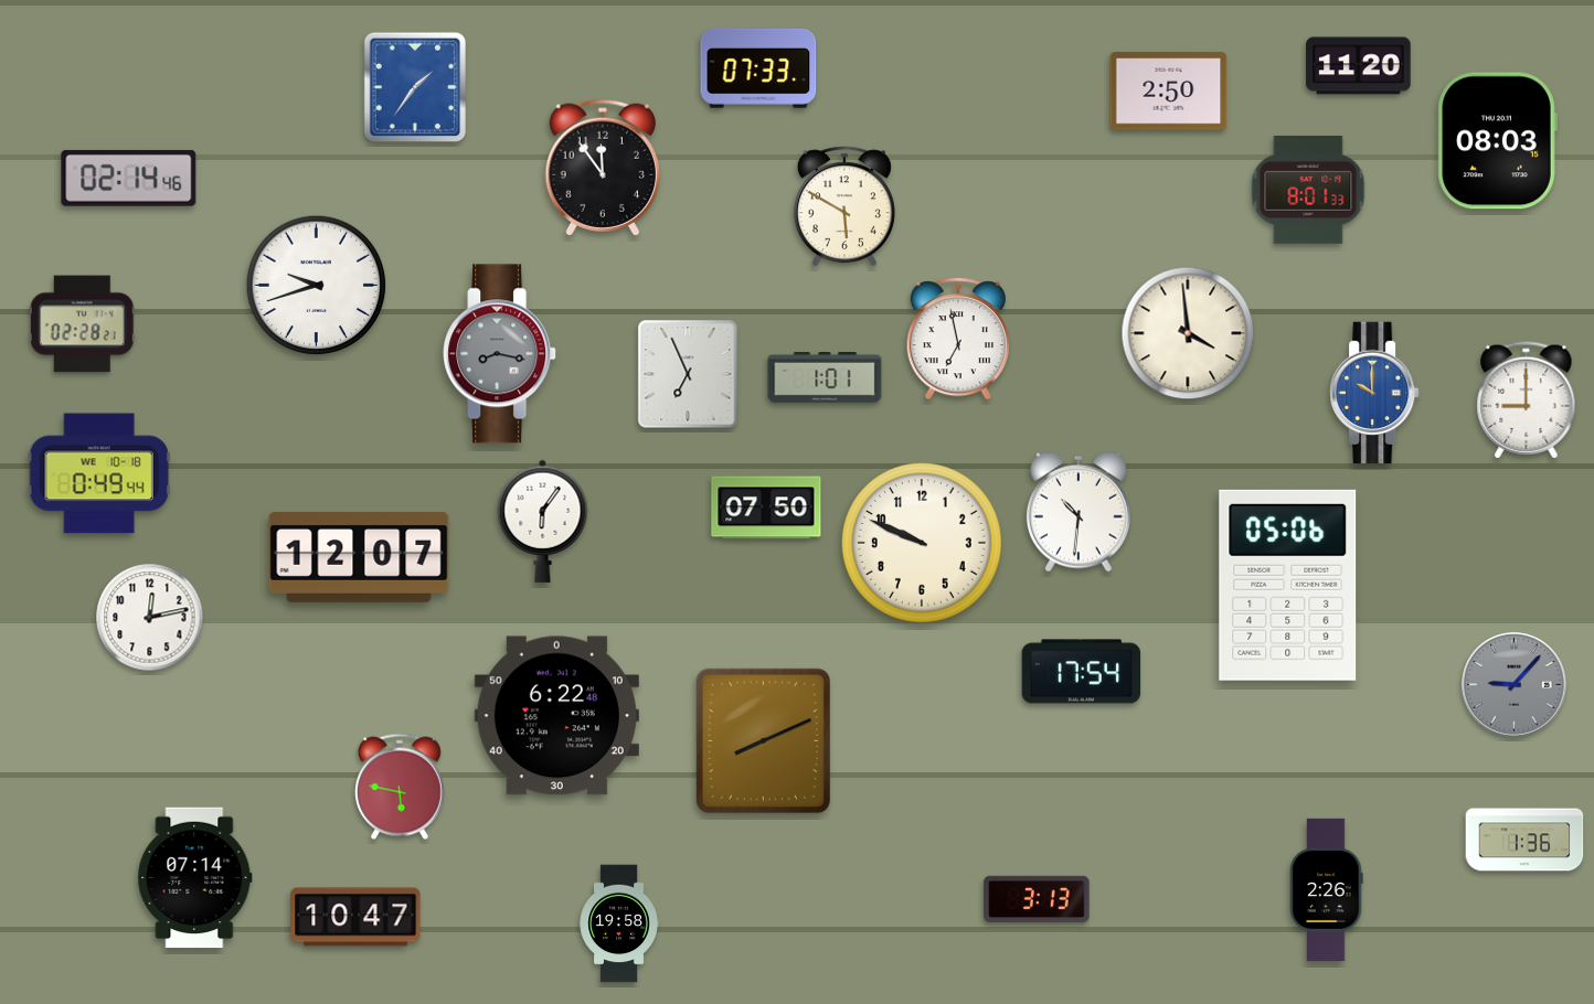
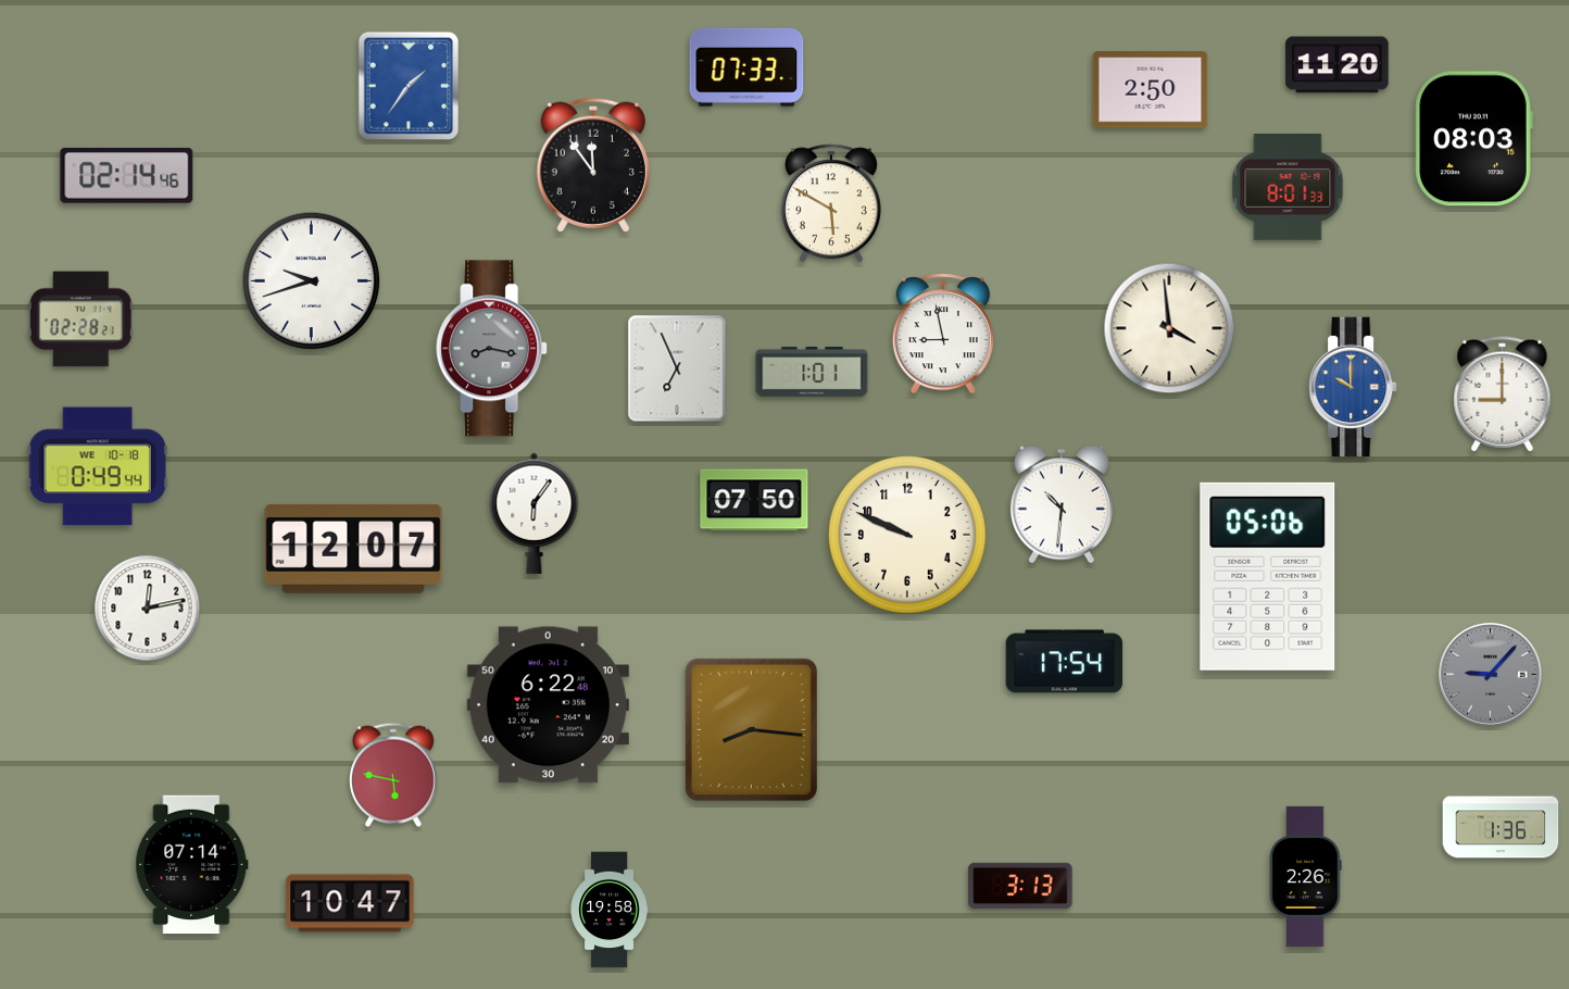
clock at (958, 339): 6:58 -> 8:58
clock at (763, 740): 8:11 -> 8:16
